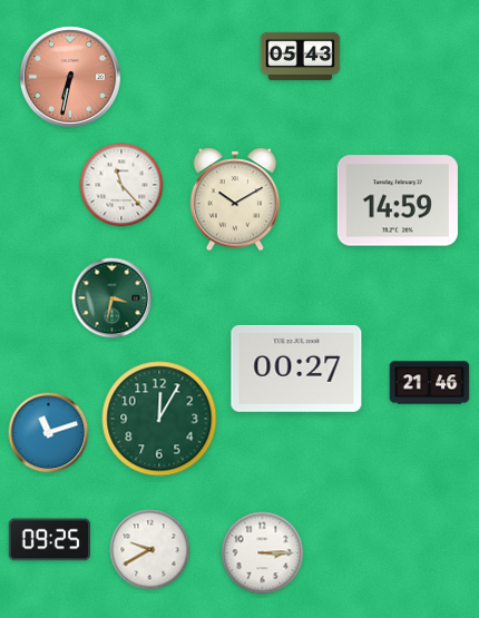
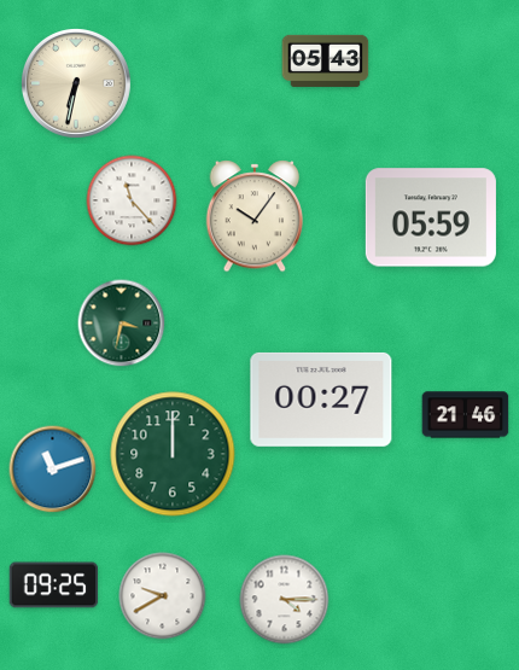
clock at (70, 77) dial: salmon -> cream
clock at (235, 199): 10:10 -> 10:06
clock at (398, 200): 14:59 -> 05:59
clock at (159, 419): 12:05 -> 12:00
clock at (263, 553): 3:15 -> 4:15
